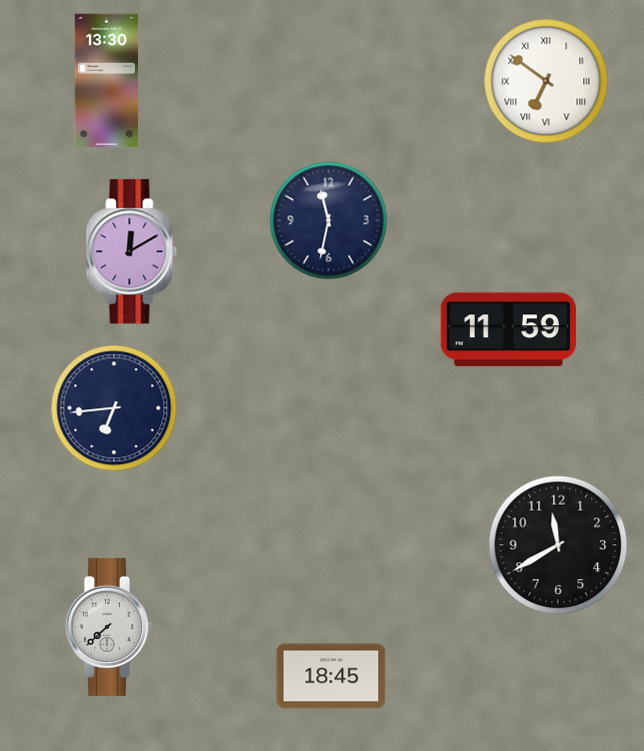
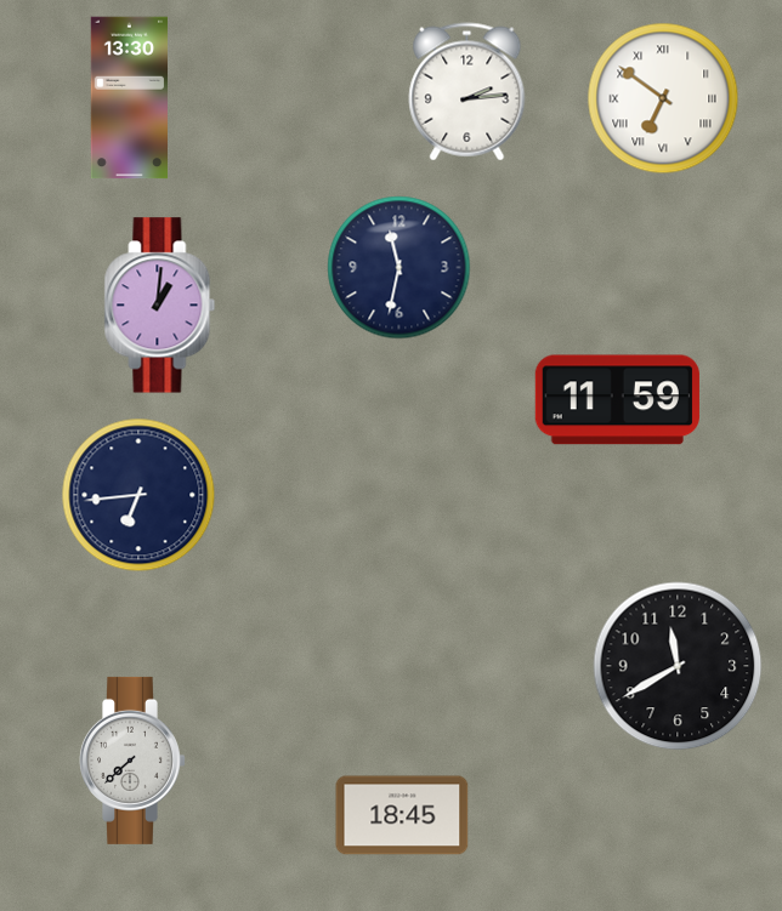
clock at (467, 92): none -> 2:14
clock at (132, 252): 12:10 -> 1:01
clock at (558, 545) position: (558, 545) -> (678, 666)
clock at (331, 676) position: (331, 676) -> (402, 815)
